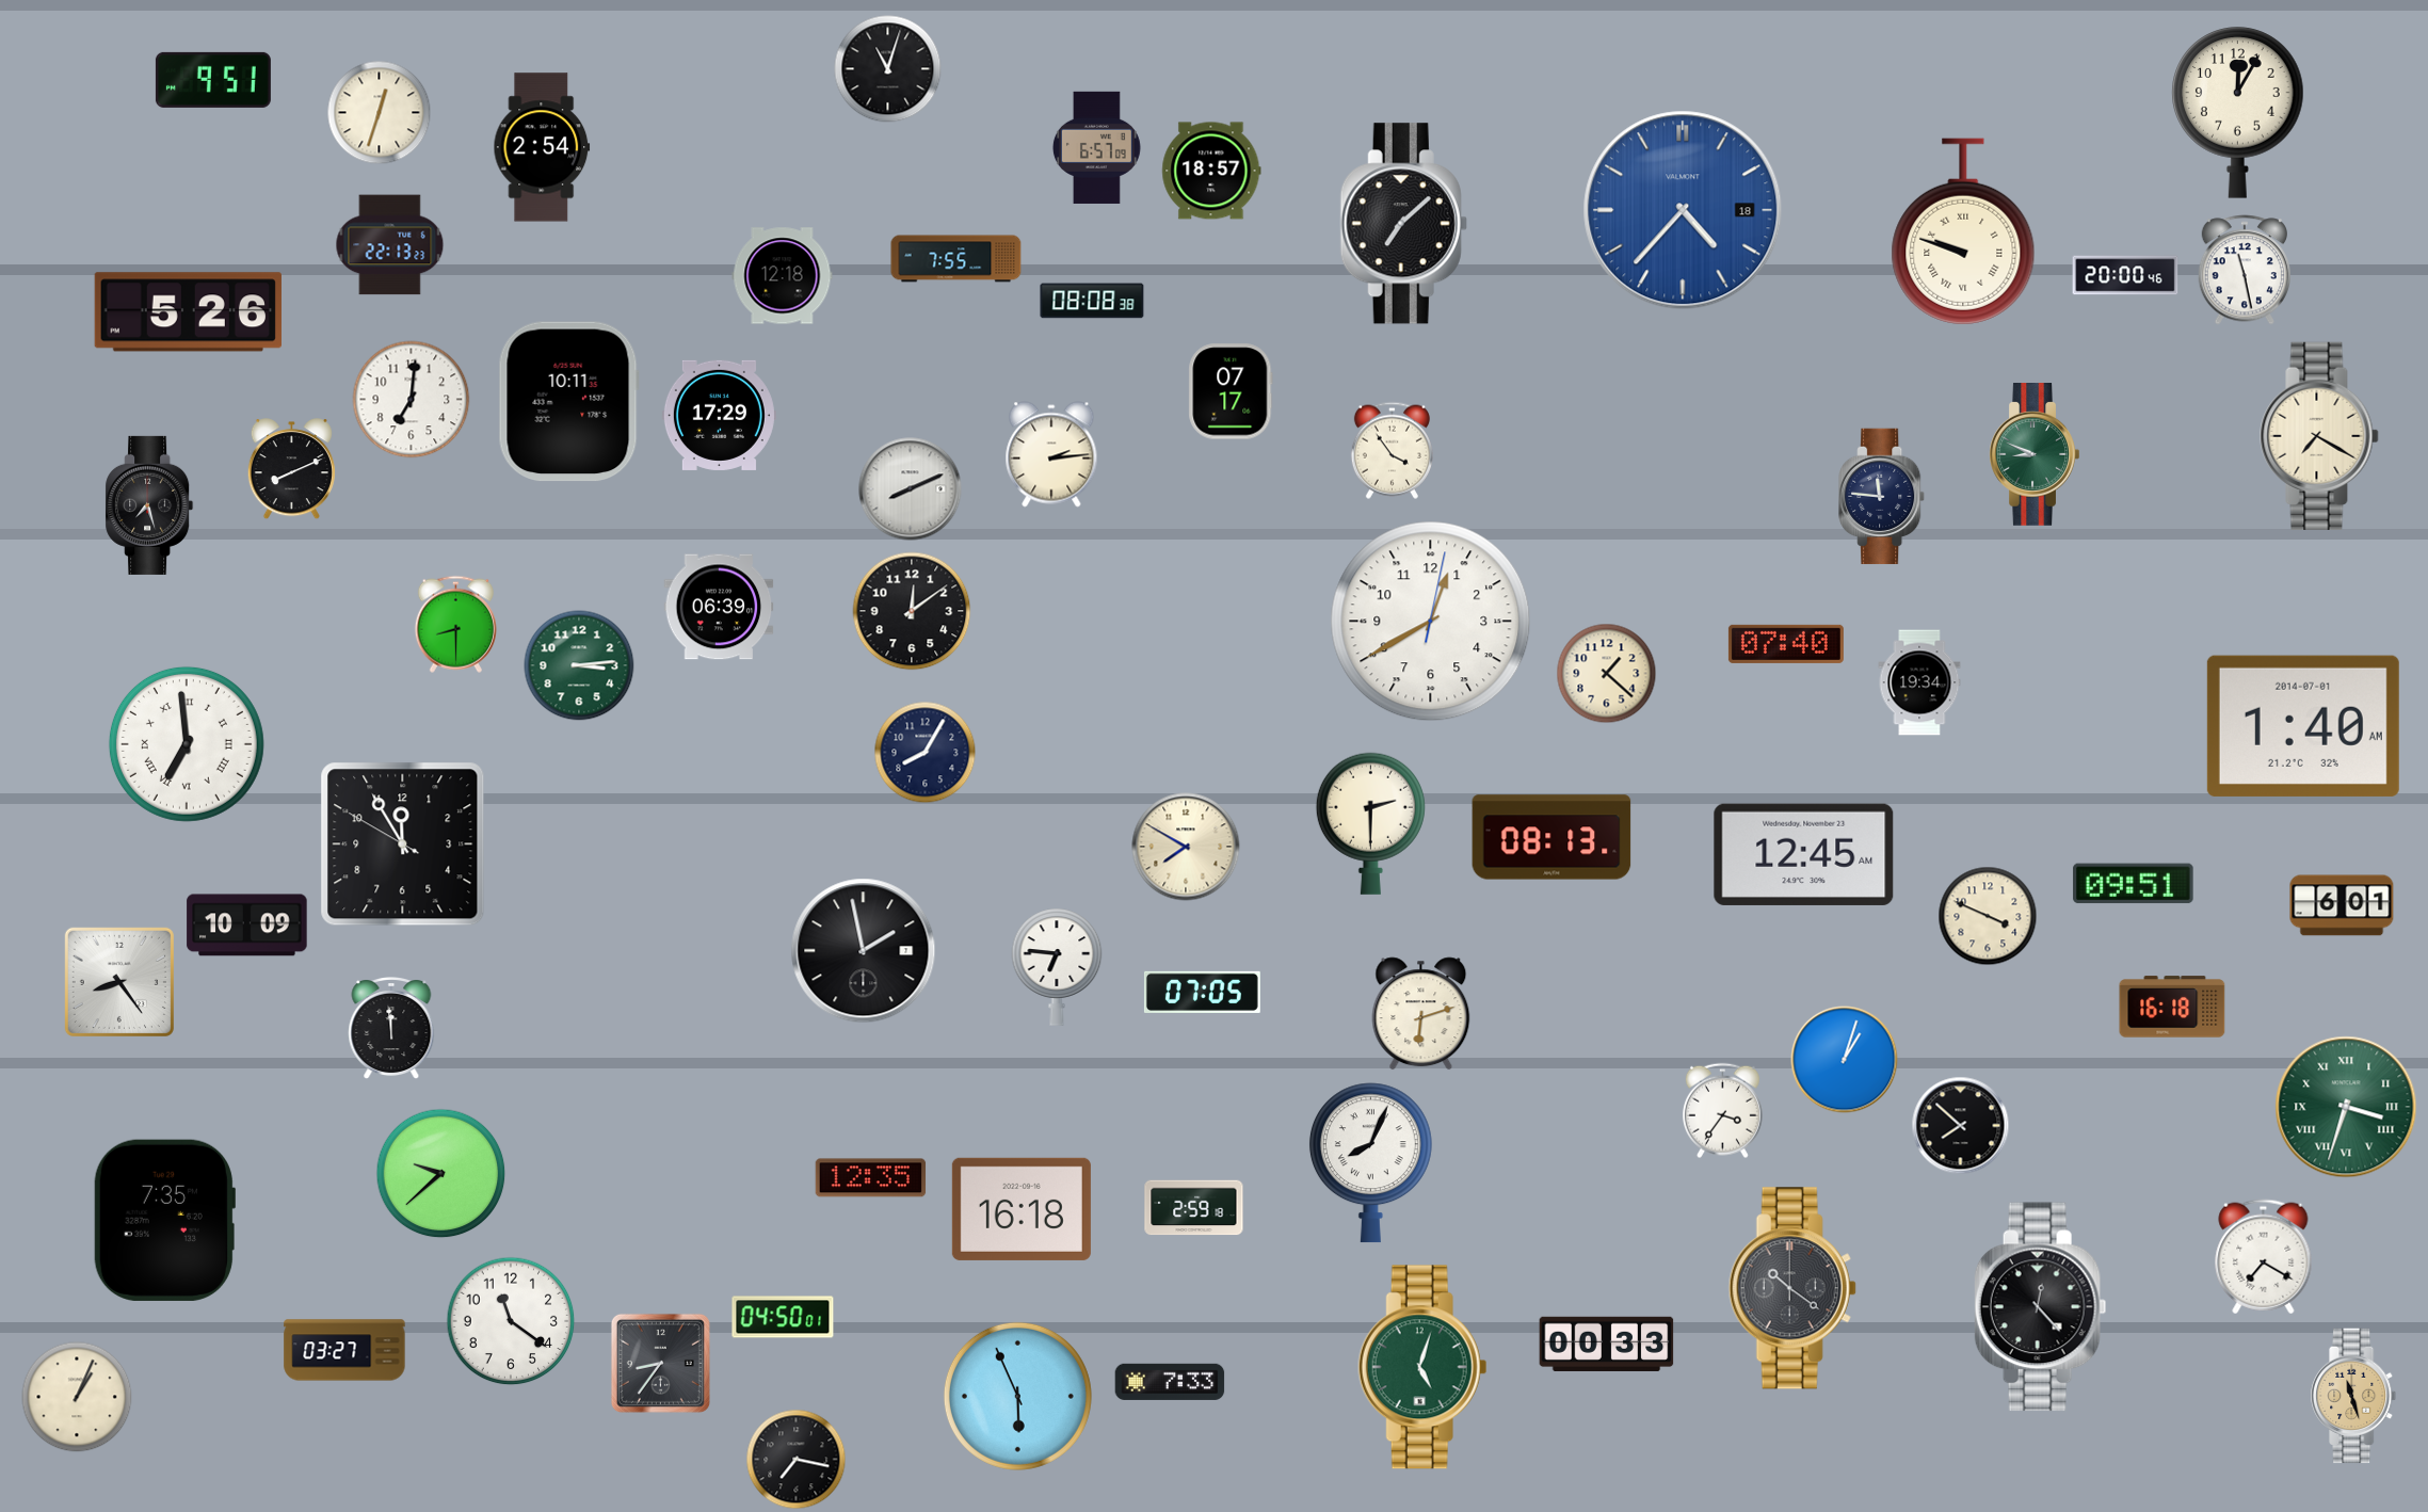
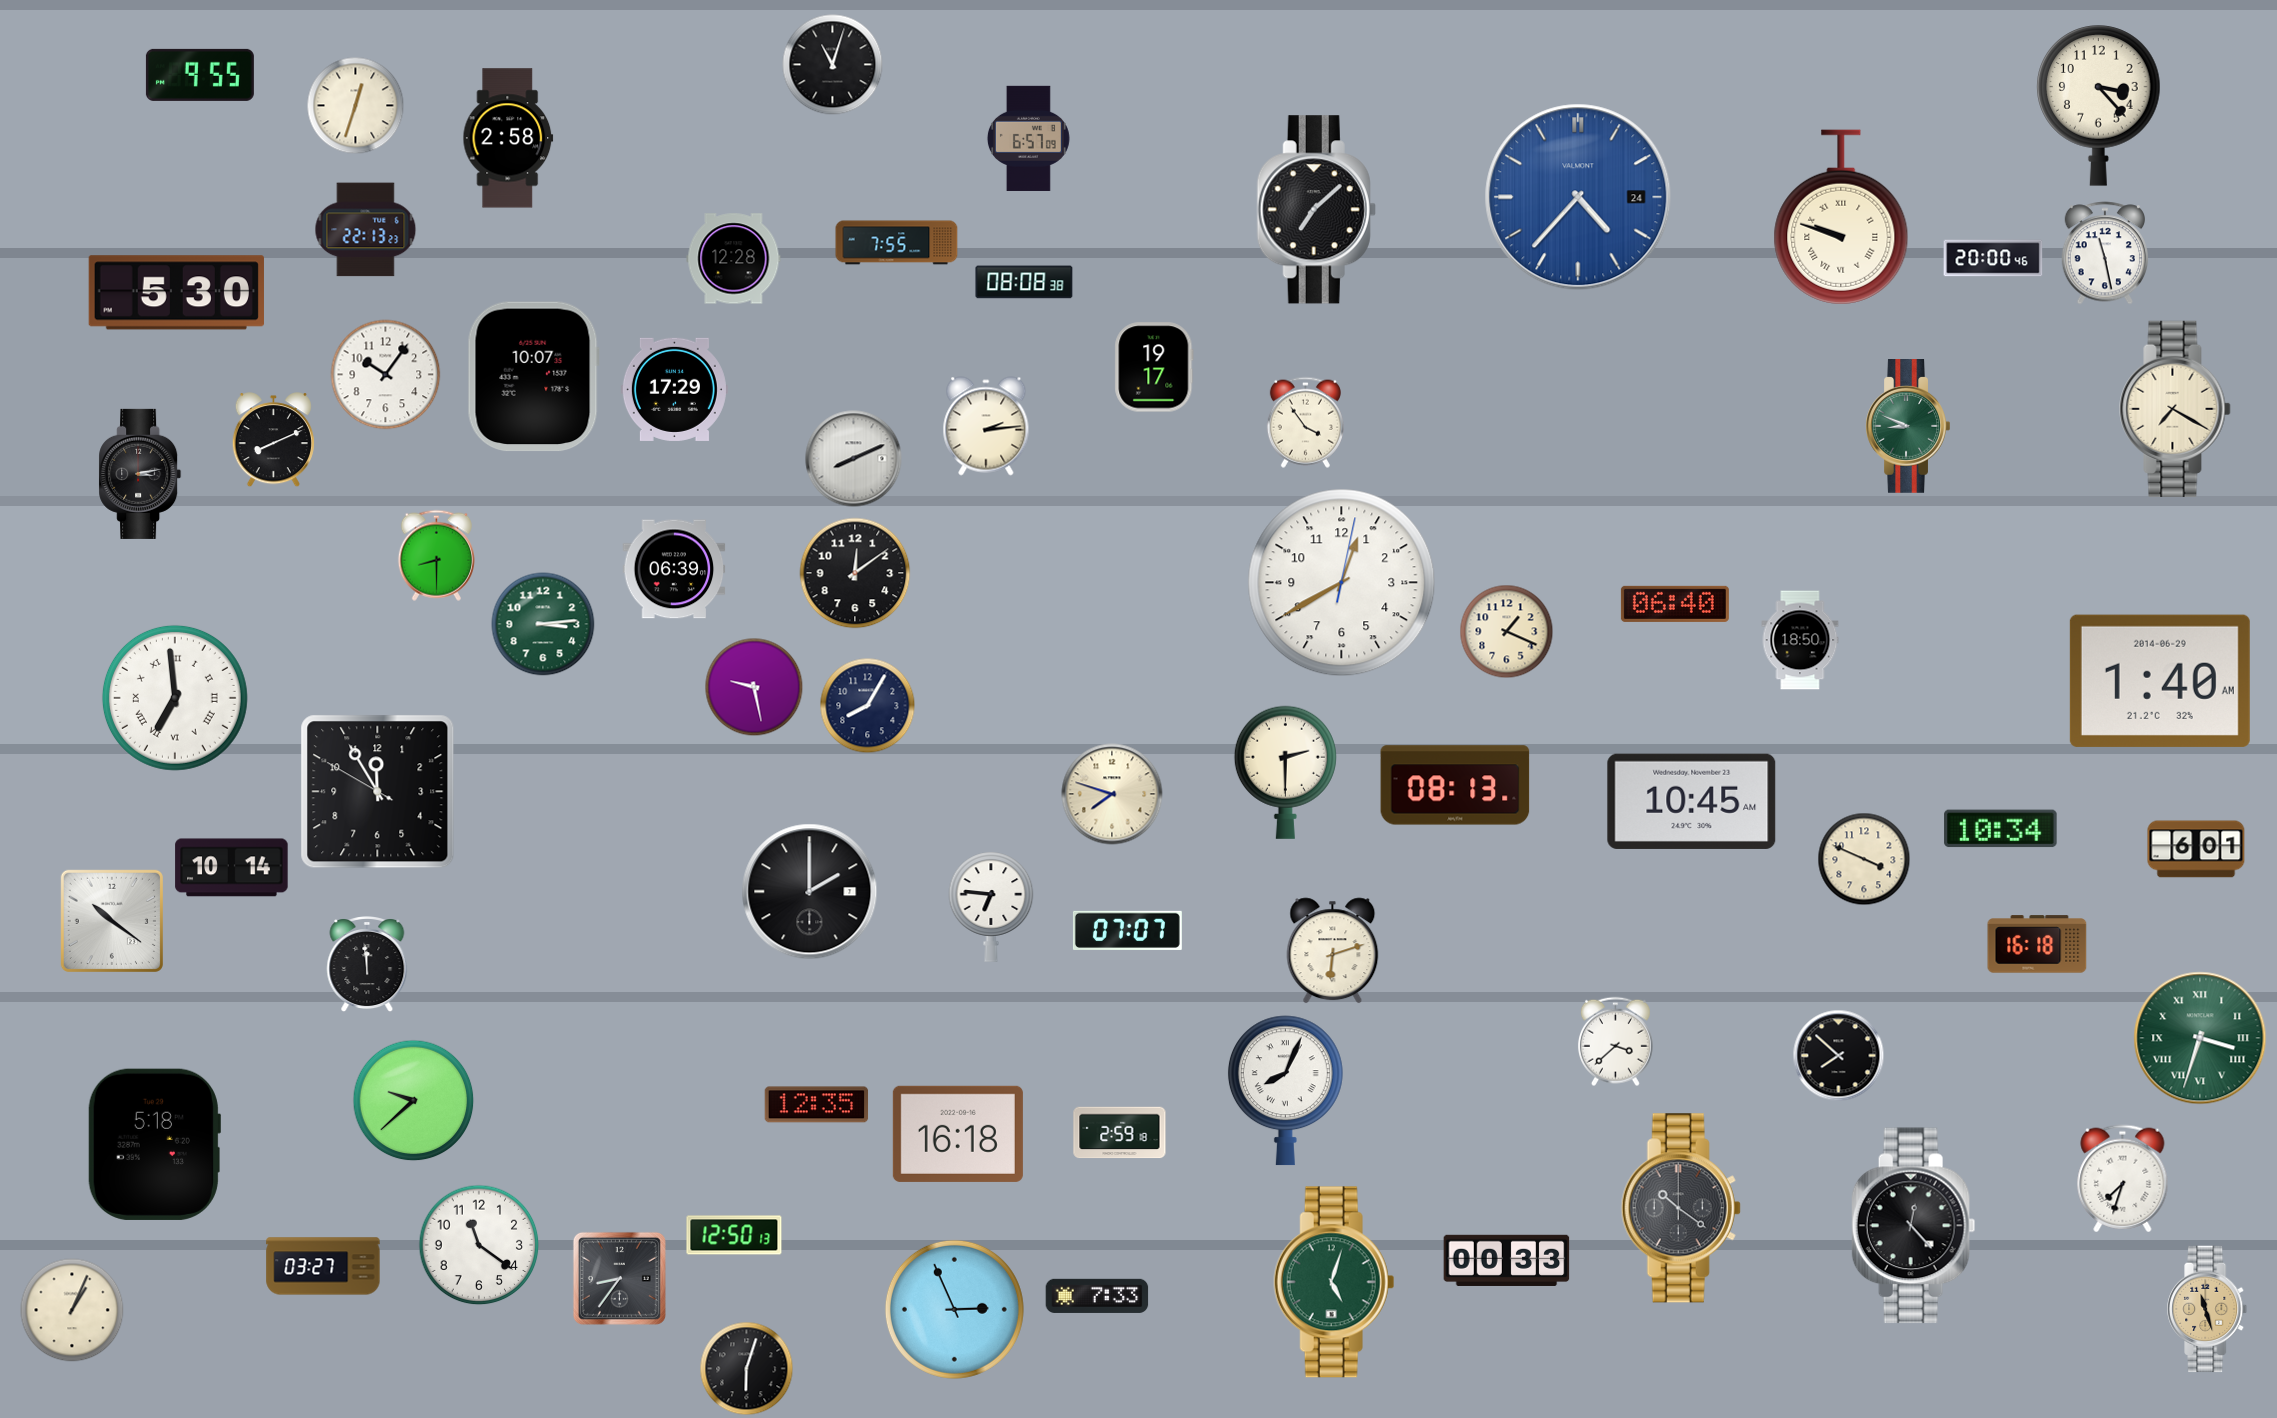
clock at (213, 80): 9:51 -> 9:55
clock at (2238, 113): 12:05 -> 3:23
clock at (542, 147): 2:54 -> 2:58
clock at (1211, 171): 18:57 -> none
clock at (1683, 210) date: 18 -> 24
clock at (783, 276): 12:18 -> 12:28
clock at (188, 312): 5:26 -> 5:30
clock at (1231, 391): 07:17 -> 19:17
clock at (412, 400): 7:01 -> 10:06
clock at (568, 402): 10:11 -> 10:07
clock at (1882, 497): 11:46 -> none
clock at (149, 505): 7:27 -> 3:13
clock at (455, 624) position: (455, 624) -> (436, 555)
clock at (1786, 644): 07:40 -> 06:40
clock at (1607, 674): 1:22 -> 1:19
clock at (1919, 682): 19:34 -> 18:50
clock at (2303, 726) date: 2014-07-01 -> 2014-06-29
clock at (754, 687): none -> 9:28
clock at (1186, 847): 7:50 -> 7:48
clock at (1804, 854): 12:45 -> 10:45
clock at (2134, 884): 09:51 -> 10:34
clock at (247, 926): 10:09 -> 10:14
clock at (864, 951): 1:58 -> 2:00
clock at (119, 982): 8:24 -> 10:21
clock at (1202, 992): 07:05 -> 07:07
clock at (1845, 1060): 1:03 -> none
clock at (1722, 1111): 3:36 -> 3:38
clock at (164, 1220): 7:35 -> 5:18
clock at (2264, 1257): 7:20 -> 7:33
clock at (783, 1317): 04:50 -> 12:50
clock at (511, 1321) position: (511, 1321) -> (479, 1245)
clock at (1017, 1396): 5:56 -> 2:56
clock at (797, 1460): 7:17 -> 6:03
